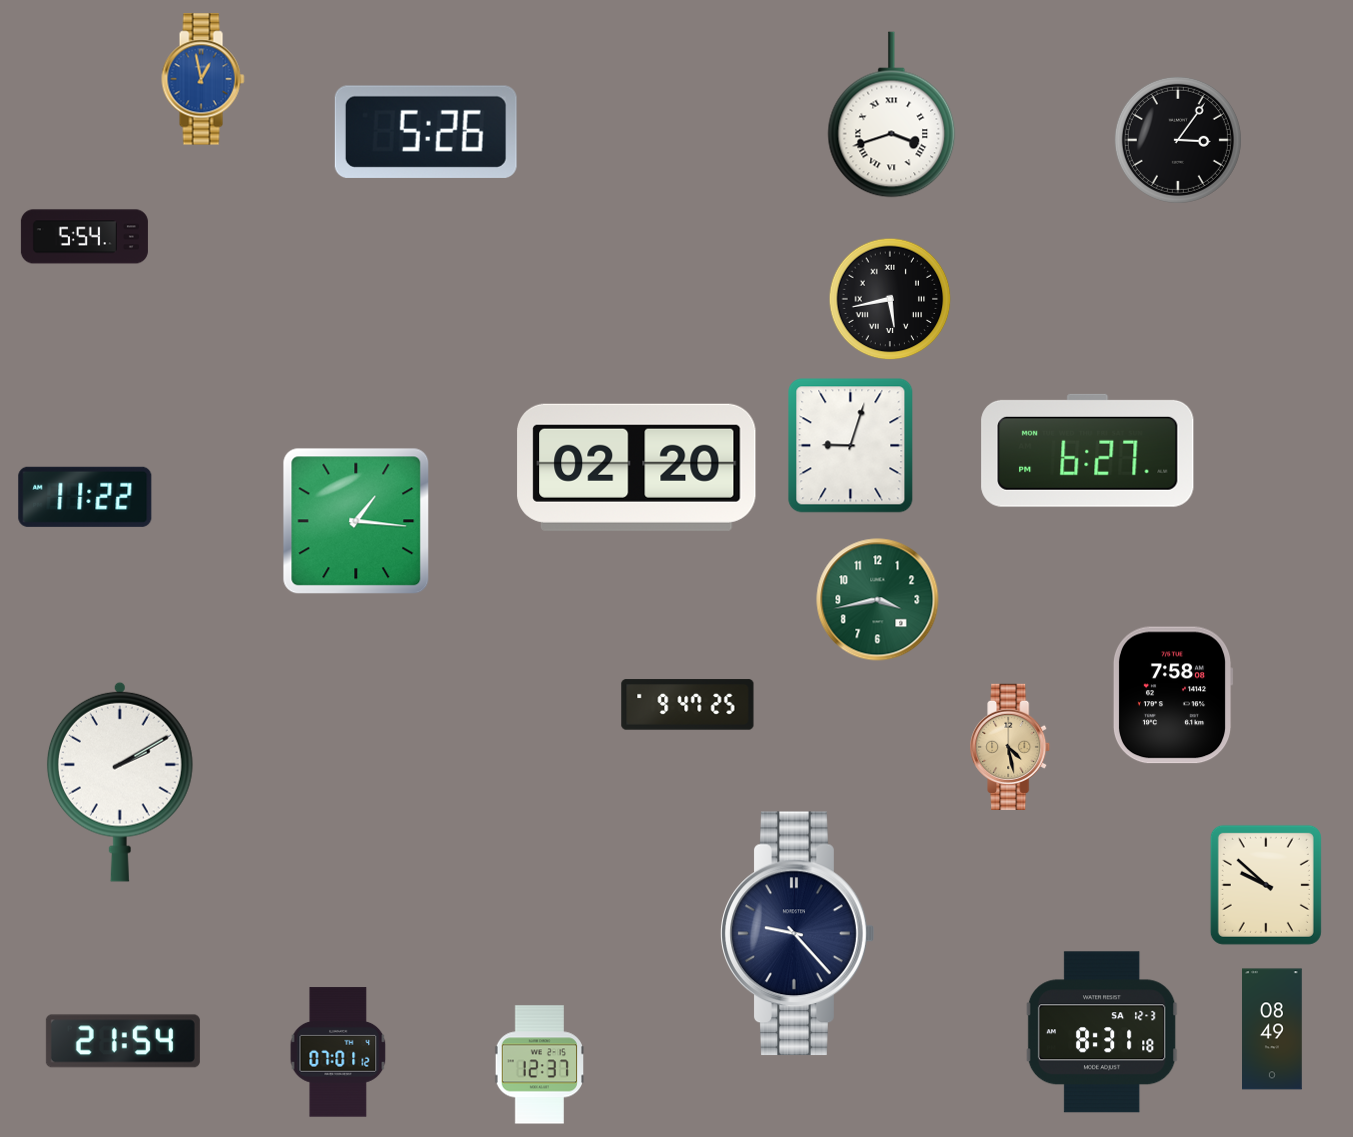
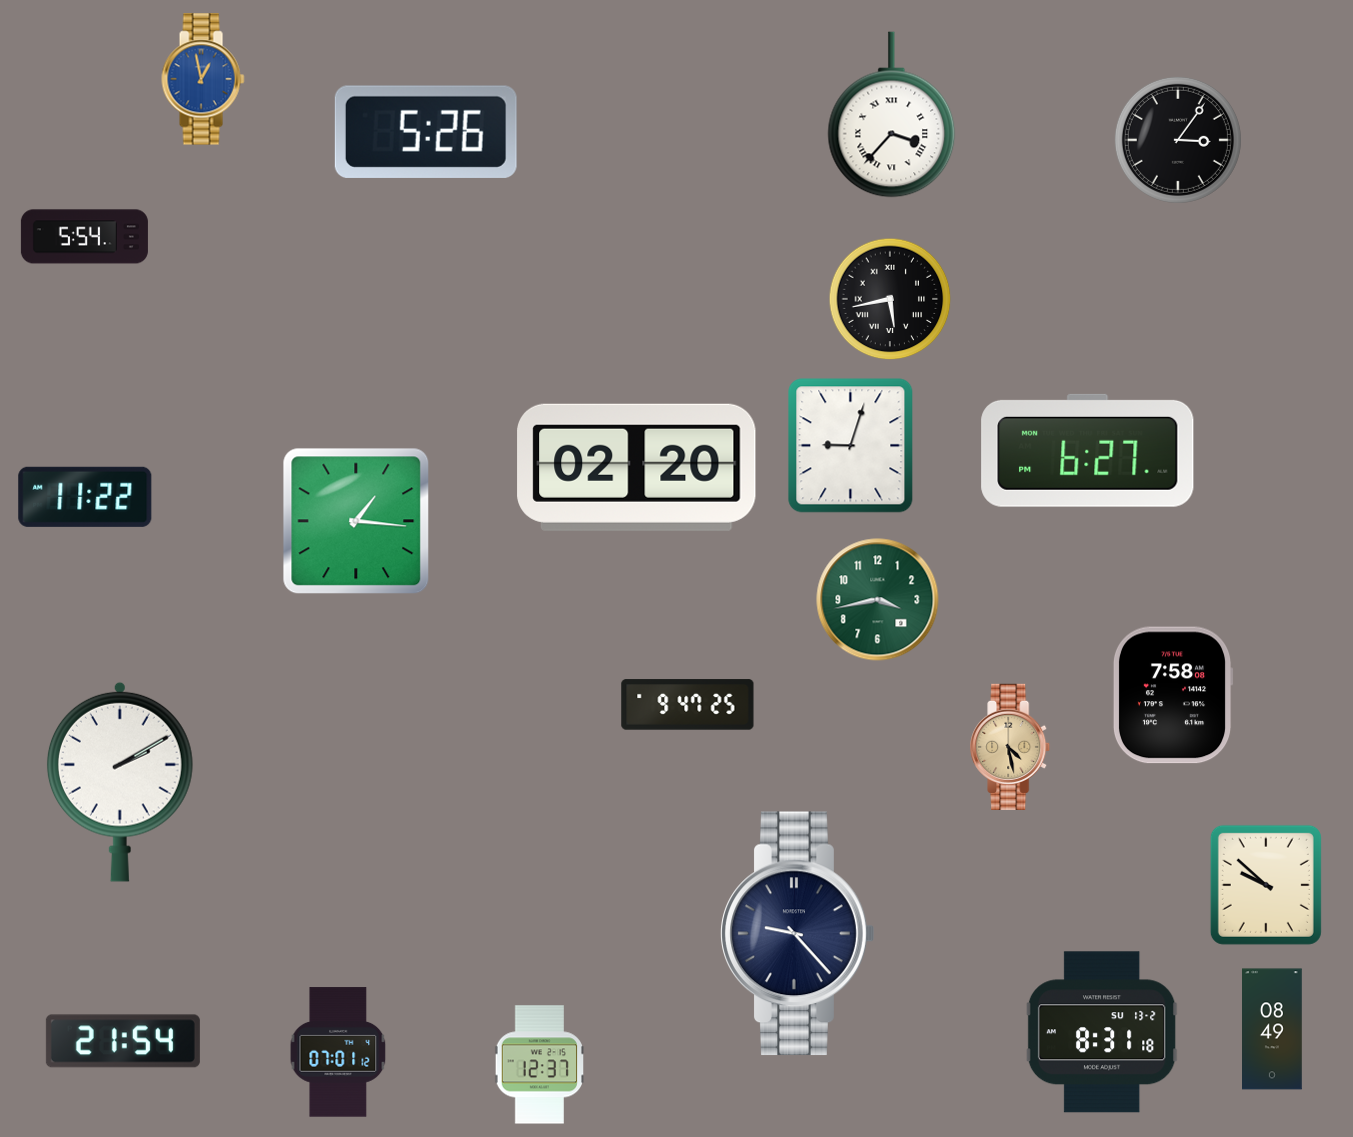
clock at (892, 115): 3:42 -> 3:37
clock at (1102, 1032) date: SA 12-3 -> SU 13-2
